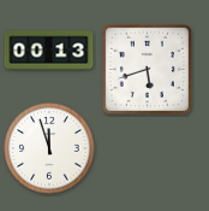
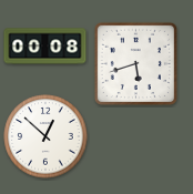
clock at (49, 51): 00:13 -> 00:08
clock at (49, 148): 11:57 -> 12:52
